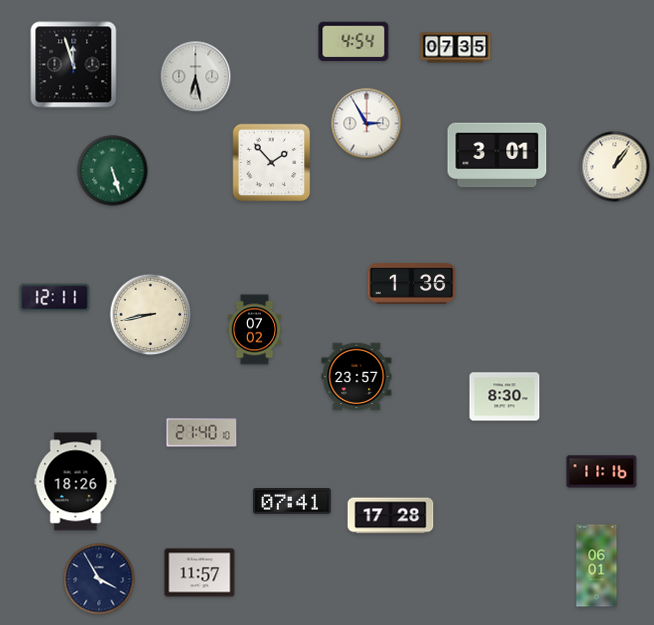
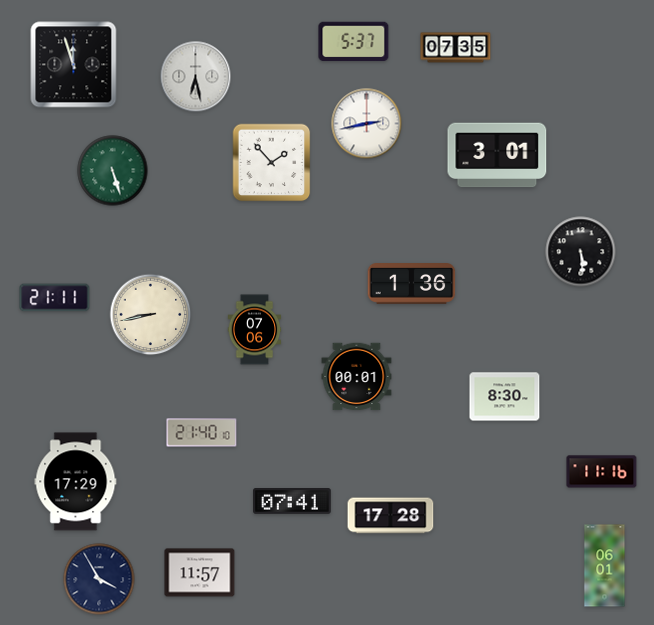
clock at (354, 42): 4:54 -> 5:37
clock at (367, 124): 2:55 -> 2:43
clock at (615, 167): 1:06 -> none
clock at (581, 252): none -> 5:29
clock at (55, 298): 12:11 -> 21:11
clock at (255, 330): 07:02 -> 07:06
clock at (357, 377): 23:57 -> 00:01
clock at (76, 482): 18:26 -> 17:29
clock at (597, 566) position: (597, 566) -> (605, 566)
